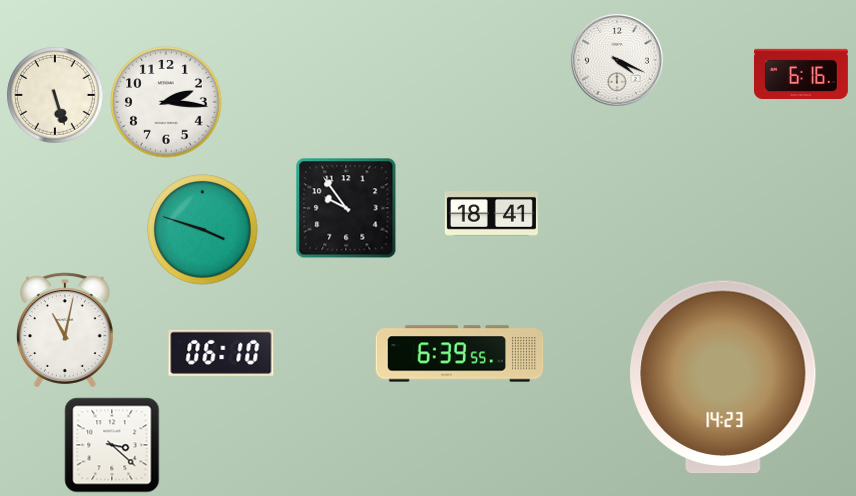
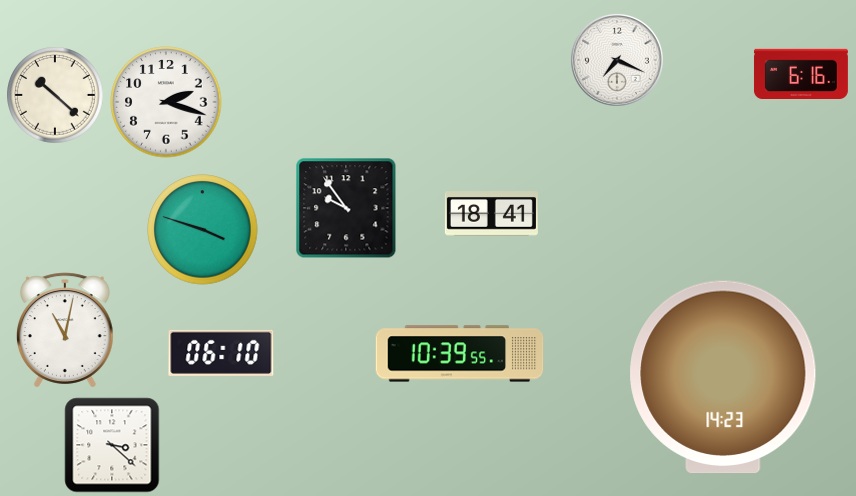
clock at (617, 60): 4:19 -> 7:19
clock at (55, 95): 5:27 -> 10:22
clock at (166, 102): 2:16 -> 2:18
clock at (460, 354): 6:39 -> 10:39
